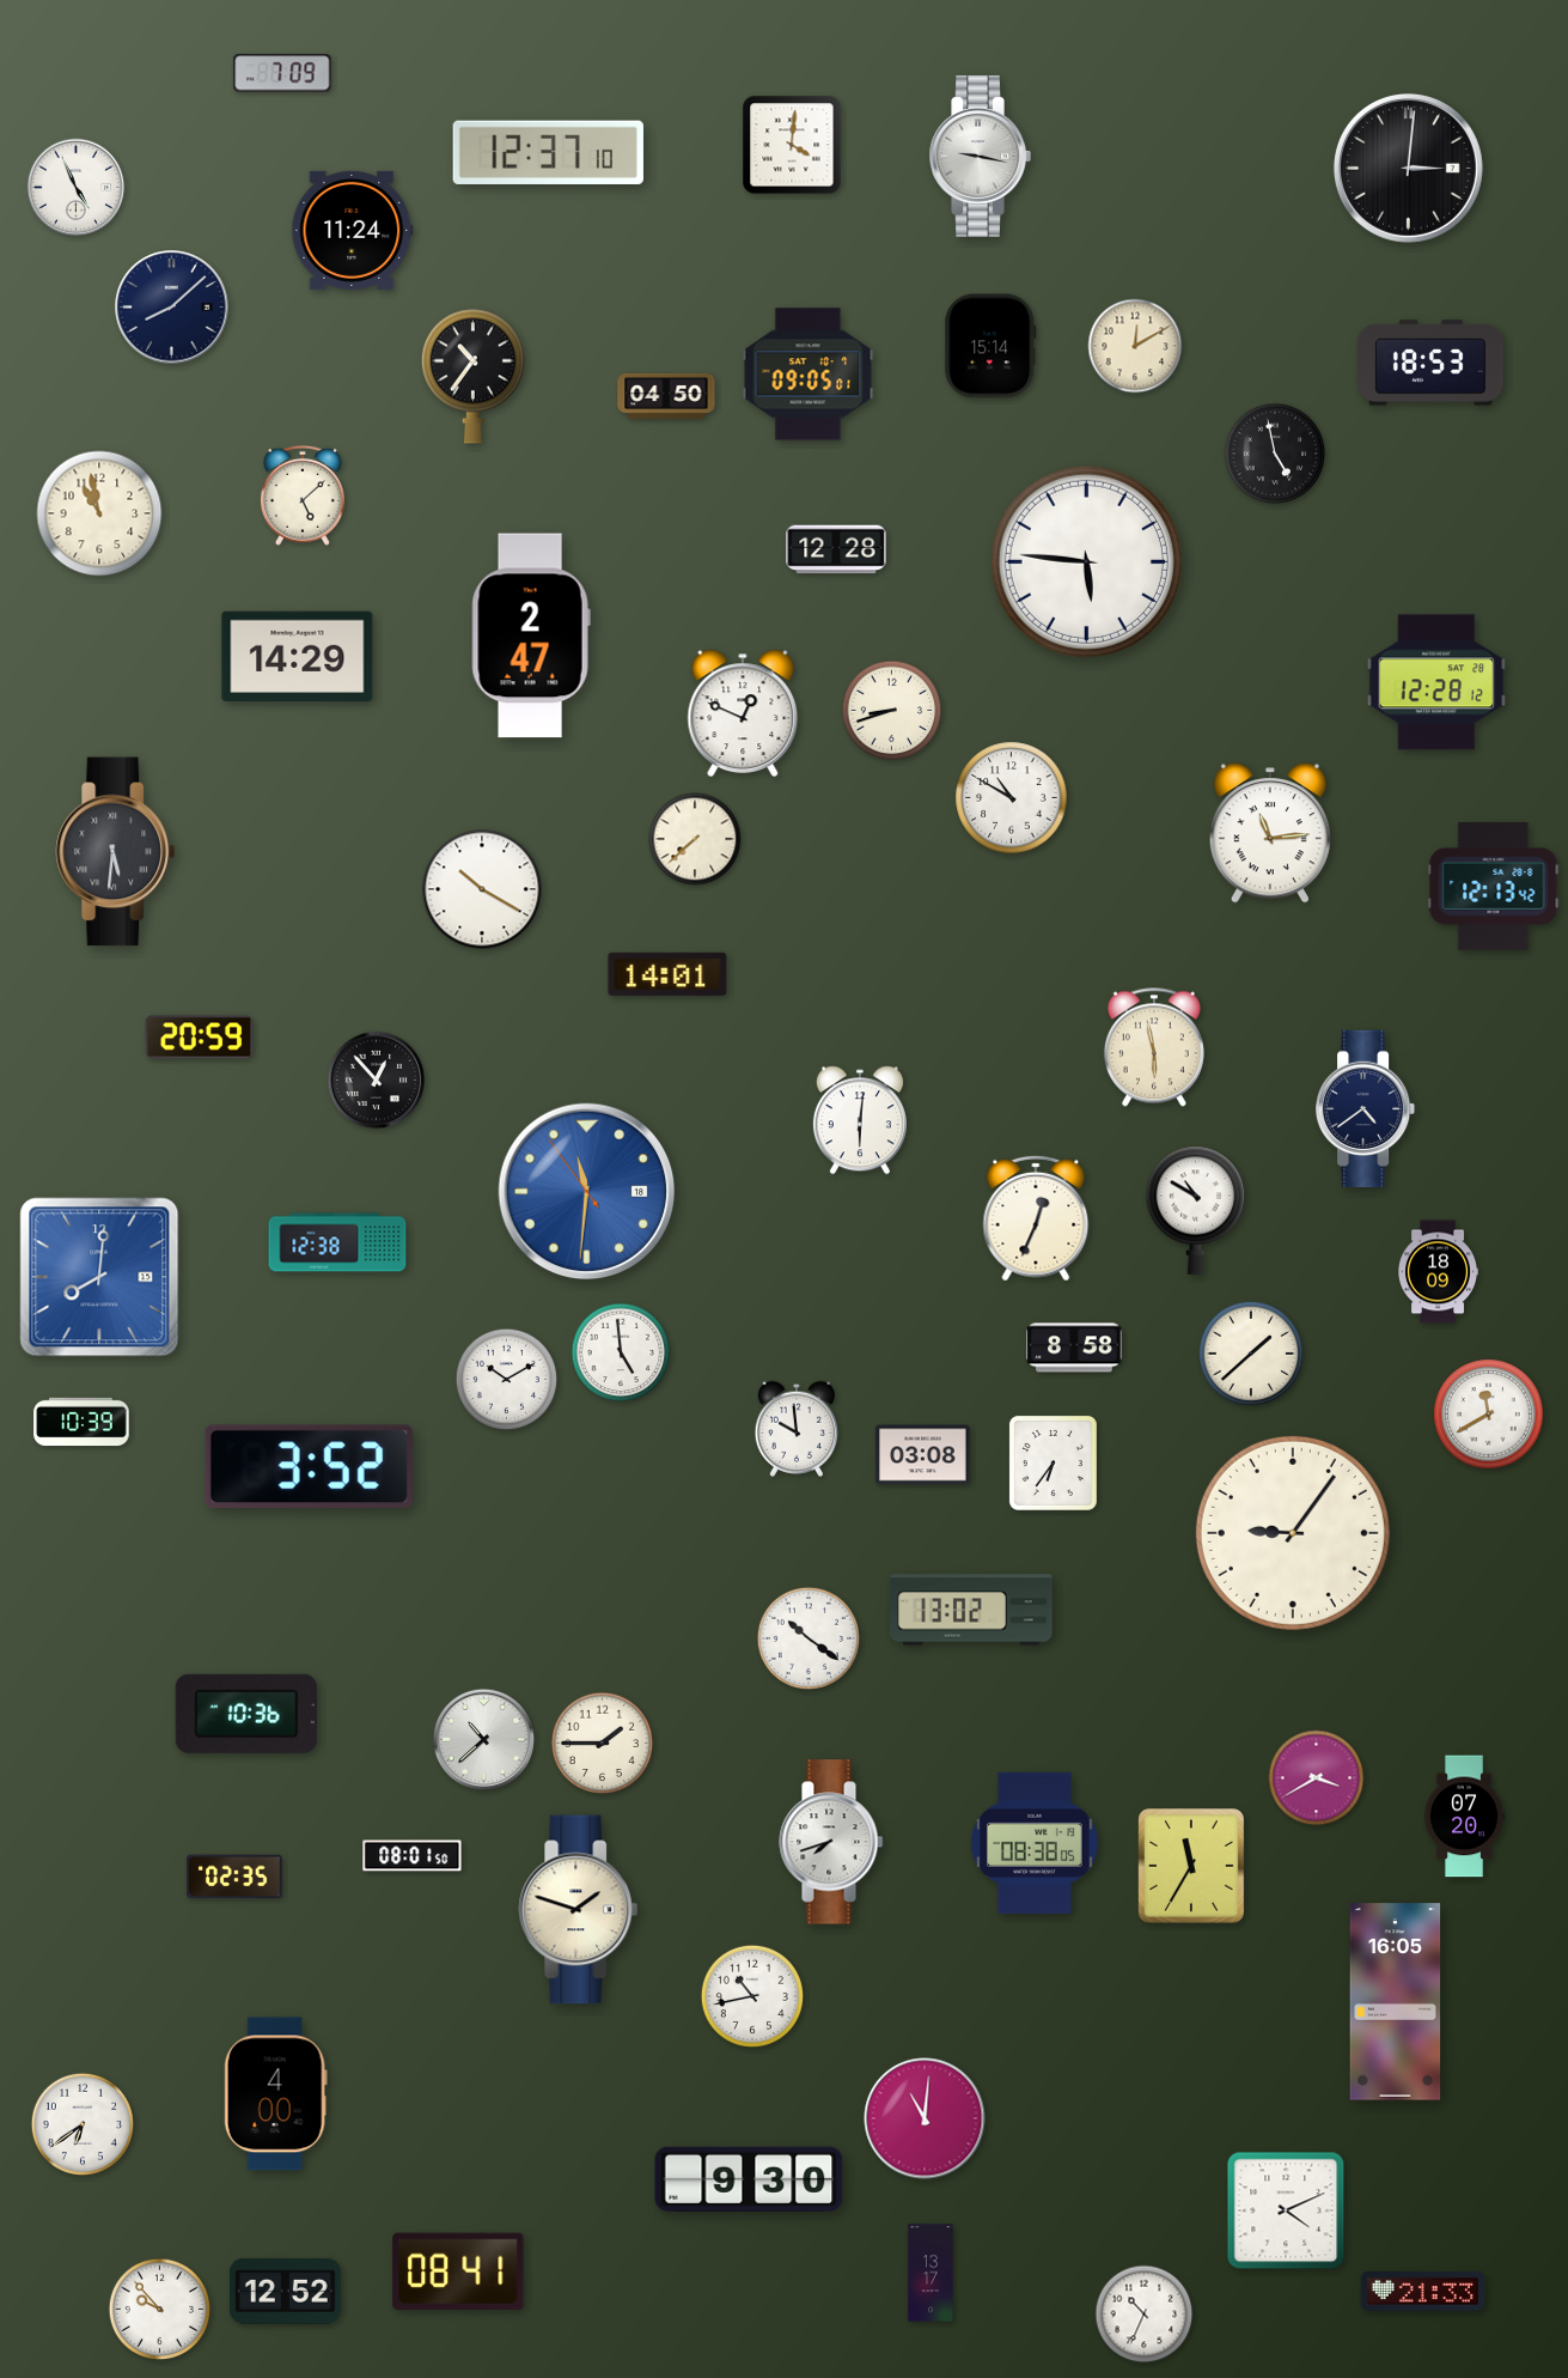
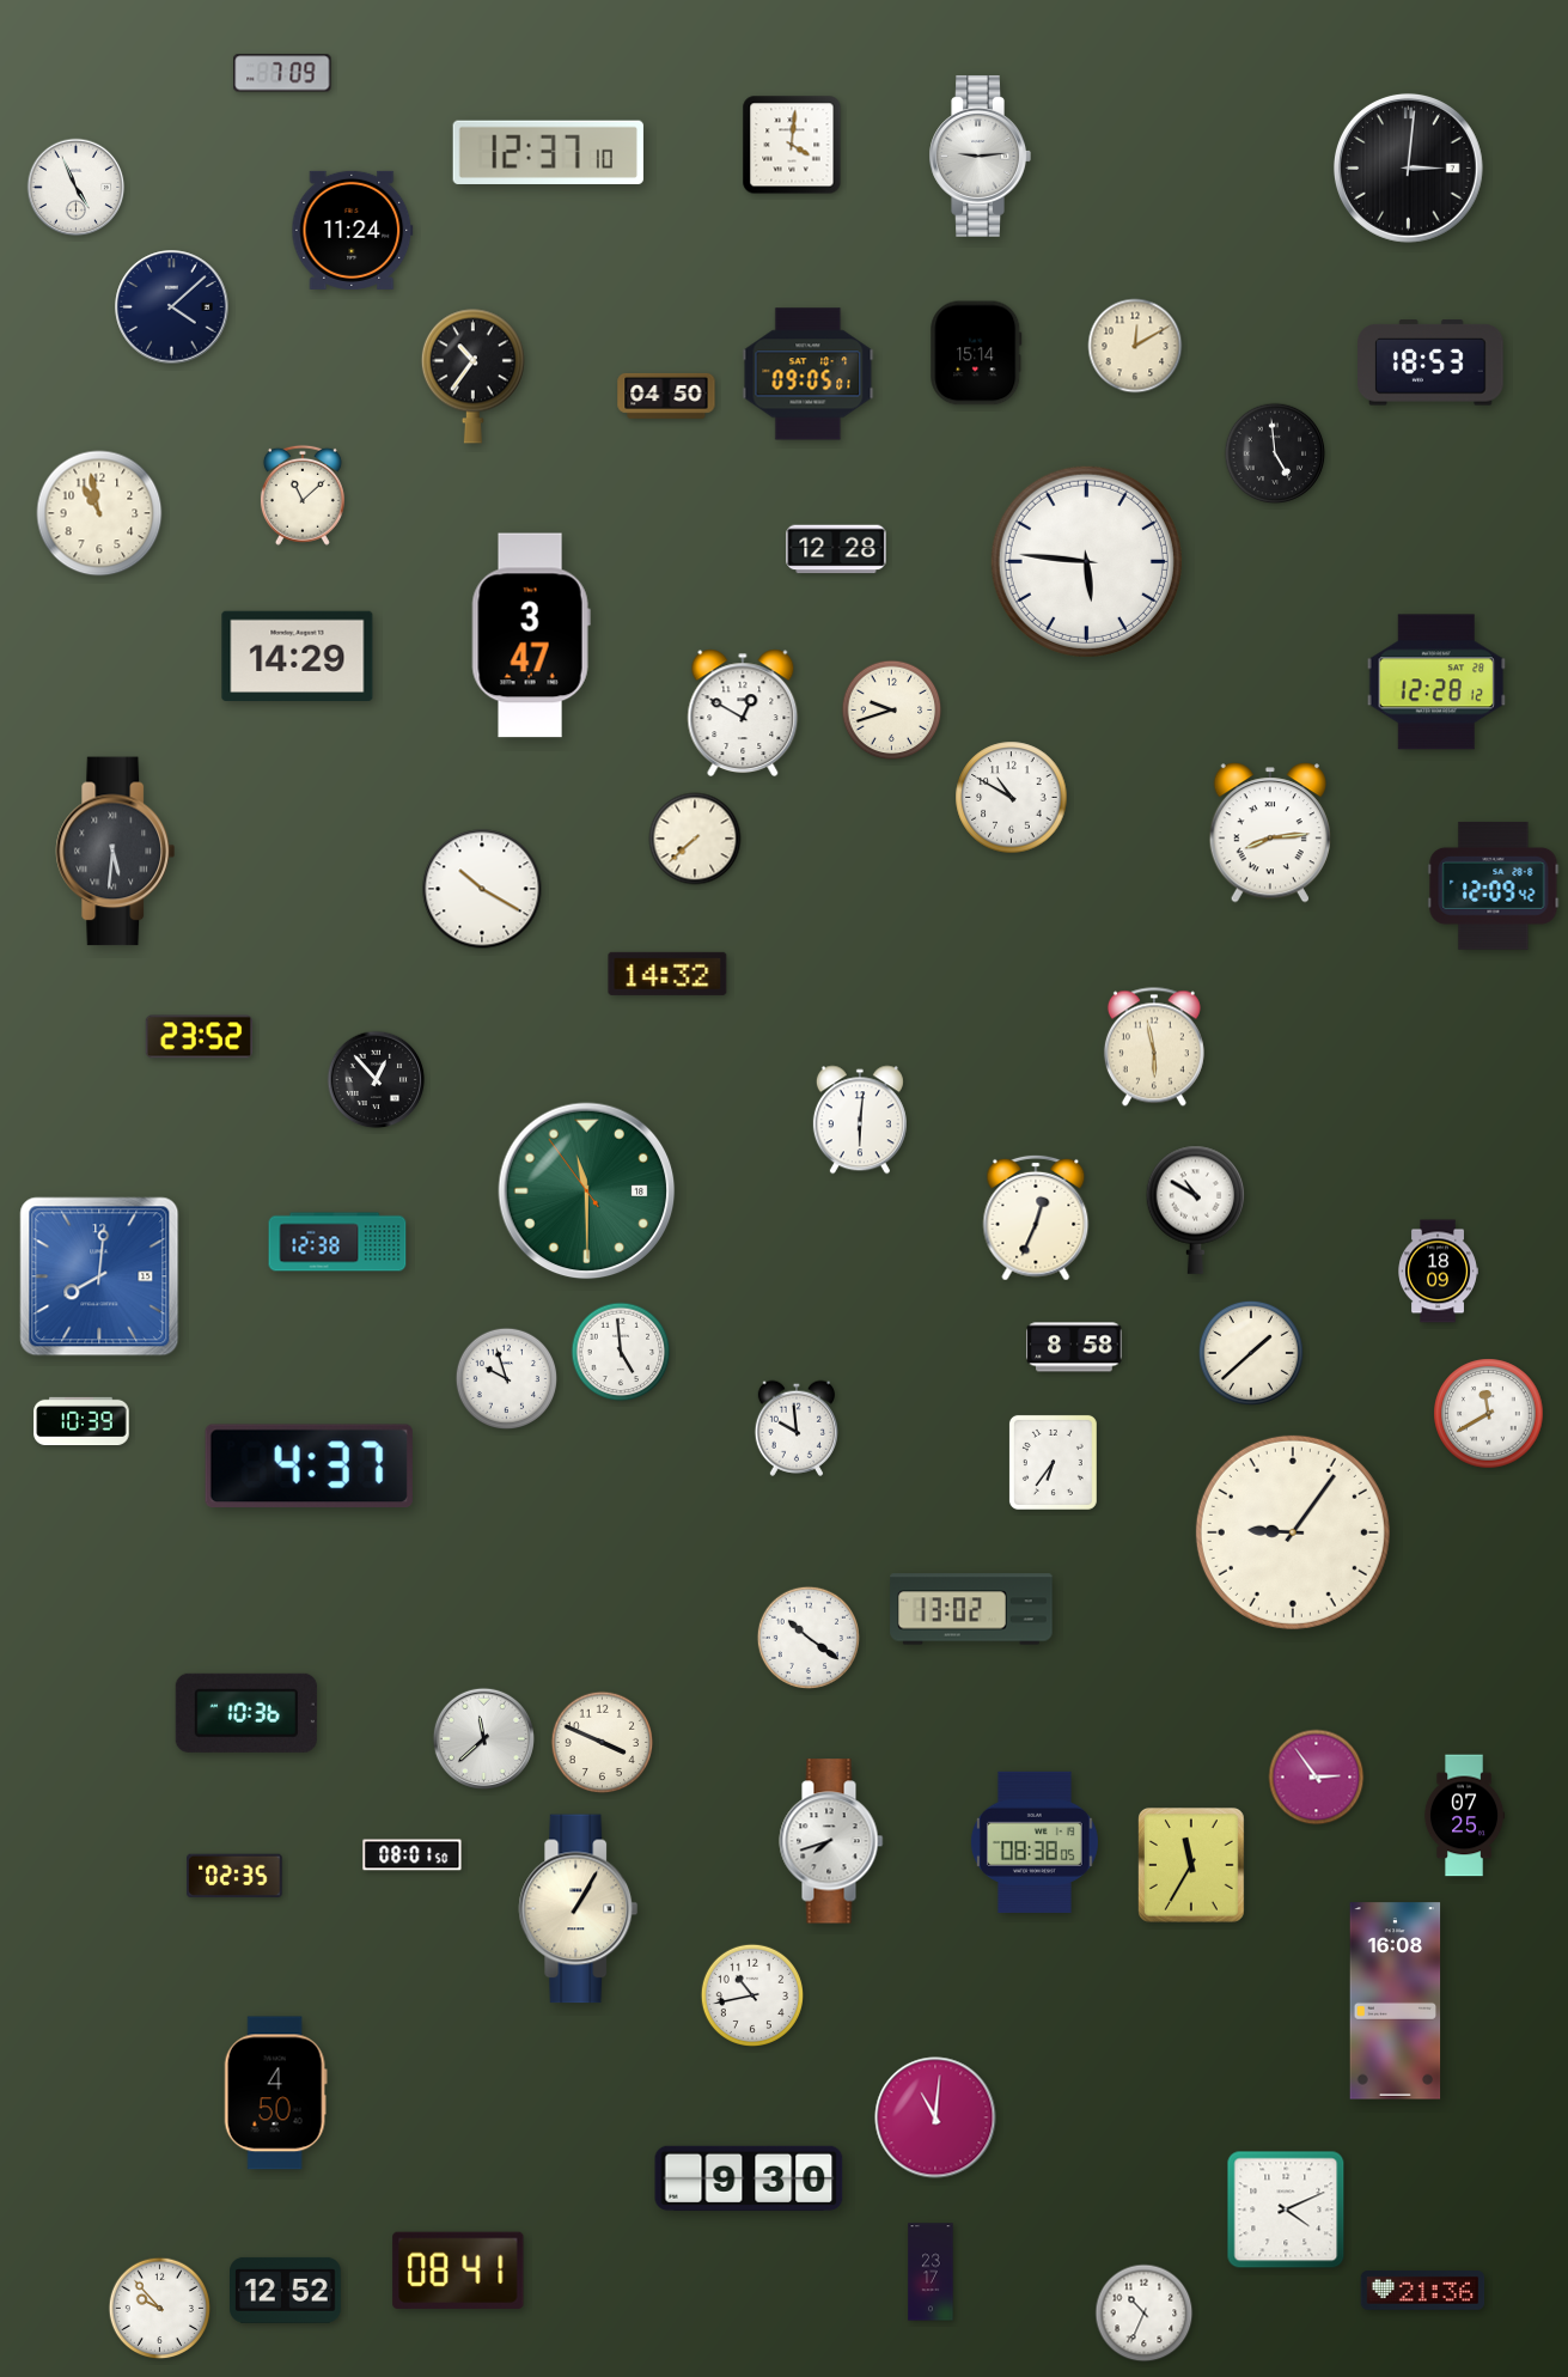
clock at (980, 157): 9:17 -> 9:14
clock at (172, 308): 8:08 -> 4:08
clock at (990, 346) position: (990, 346) -> (976, 353)
clock at (1275, 454): 4:58 -> 4:59
clock at (303, 495): 5:08 -> 11:08
clock at (531, 635): 2:47 -> 3:47
clock at (892, 711): 8:42 -> 9:42
clock at (743, 713): 12:49 -> 12:50
clock at (1269, 833): 11:14 -> 8:14
clock at (1494, 886): 12:13 -> 12:09
clock at (667, 974): 14:01 -> 14:32
clock at (200, 1038): 20:59 -> 23:52
clock at (1367, 1108): 4:39 -> none
clock at (587, 1192): 11:30 -> 11:29
clock at (587, 1192) dial: blue -> green
clock at (507, 1380): 10:10 -> 9:57
clock at (923, 1455): 03:08 -> none
clock at (309, 1466): 3:52 -> 4:37
clock at (483, 1739): 10:38 -> 11:38
clock at (603, 1744): 1:45 -> 3:49
clock at (1317, 1778): 3:40 -> 2:54
clock at (1464, 1817): 07:20 -> 07:25
clock at (579, 1910): 1:48 -> 1:05
clock at (1396, 2002): 16:05 -> 16:08
clock at (275, 2094): 4:00 -> 4:50
clock at (925, 2118) position: (925, 2118) -> (935, 2117)
clock at (81, 2123): 6:39 -> none
clock at (931, 2273): 13:17 -> 23:17
clock at (1423, 2292): 21:33 -> 21:36
